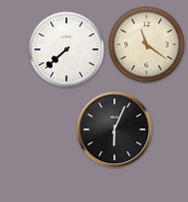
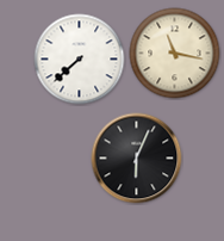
clock at (147, 45): 11:21 -> 11:17
clock at (115, 130) position: (115, 130) -> (137, 159)
